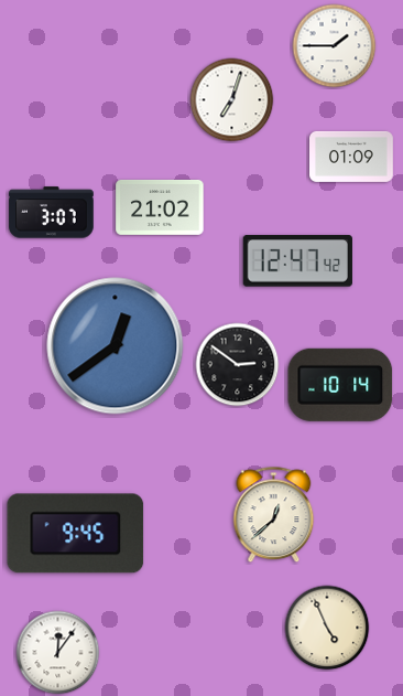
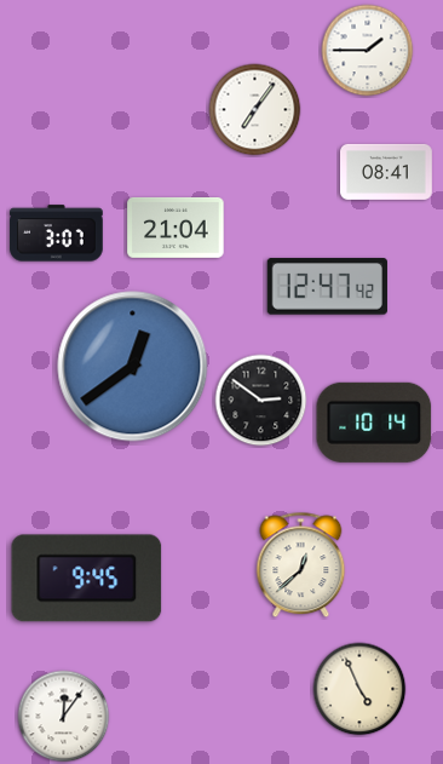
clock at (232, 100): 7:03 -> 7:06
clock at (352, 157): 01:09 -> 08:41
clock at (160, 207): 21:02 -> 21:04
clock at (116, 346) position: (116, 346) -> (133, 367)
clock at (76, 534) position: (76, 534) -> (87, 579)
